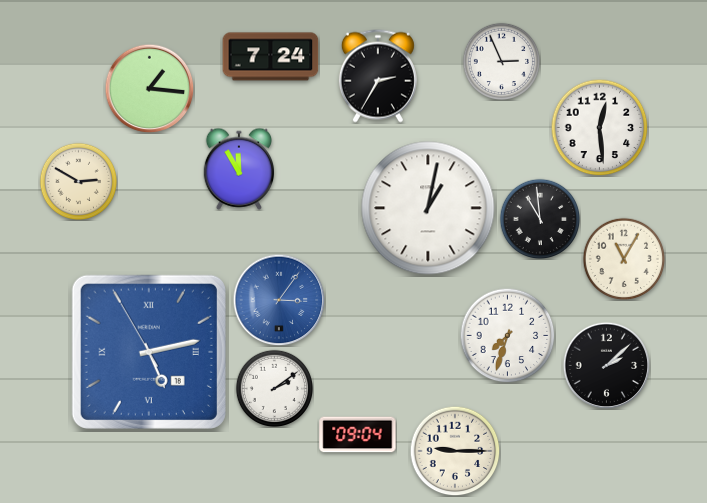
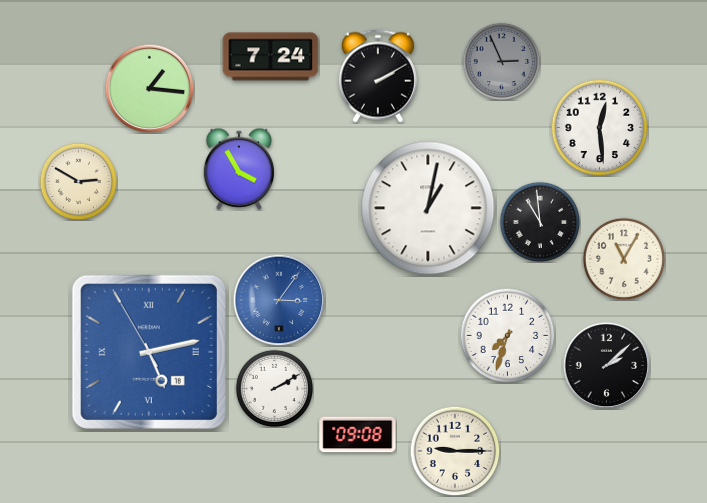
clock at (501, 61) dial: white -> grey
clock at (378, 76): 2:35 -> 2:10
clock at (238, 169): 11:55 -> 3:55
clock at (539, 218) position: (539, 218) -> (539, 221)
clock at (274, 388): 2:09 -> 2:10
clock at (358, 435): 09:04 -> 09:08
